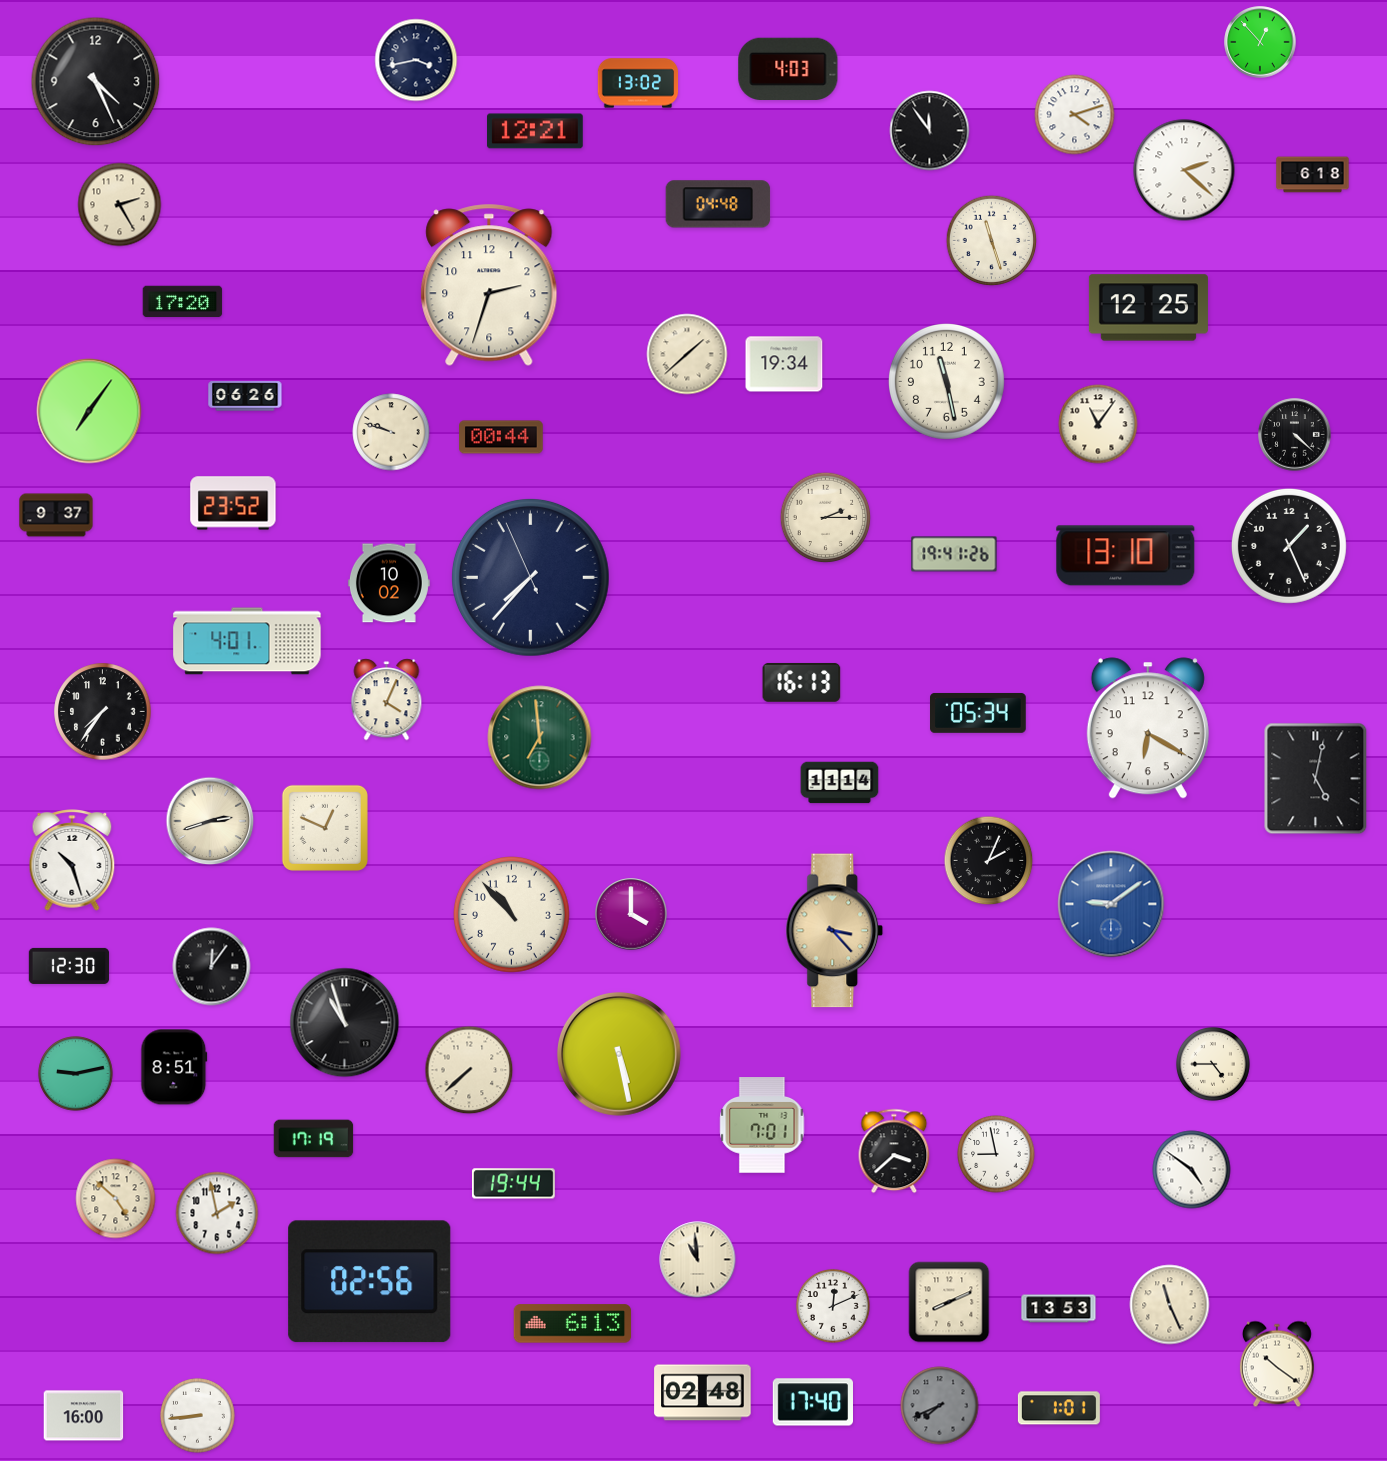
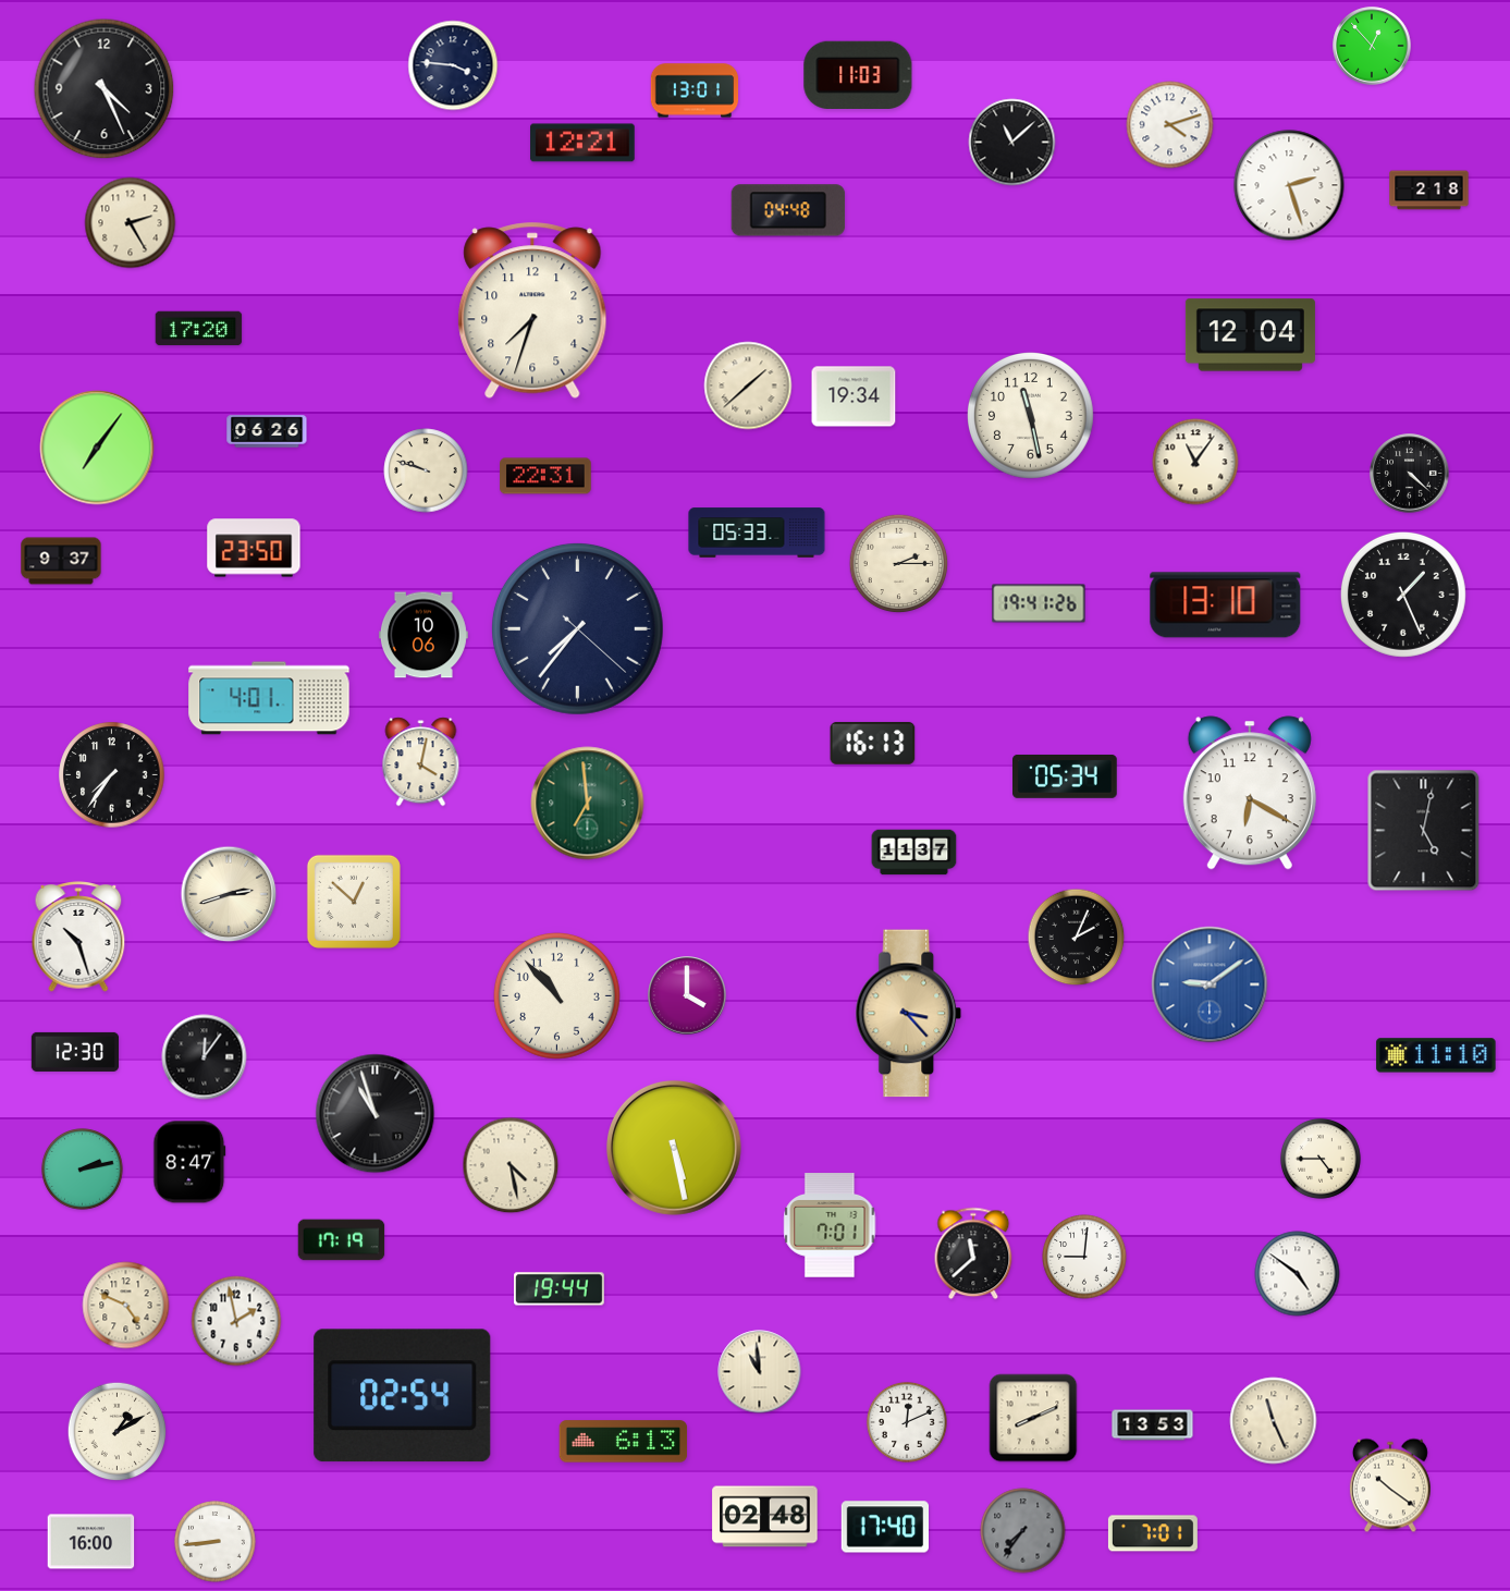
clock at (416, 60): 3:43 -> 3:46
clock at (788, 68): 4:03 -> 11:03
clock at (638, 83): 13:02 -> 13:01
clock at (930, 131): 11:54 -> 11:08
clock at (1184, 170): 2:22 -> 2:27
clock at (1313, 175): 6:18 -> 2:18
clock at (718, 204) position: (718, 204) -> (788, 210)
clock at (992, 241): 11:27 -> none
clock at (489, 285): 2:33 -> 7:33
clock at (1148, 308): 12:25 -> 12:04
clock at (501, 437): 00:44 -> 22:31
clock at (757, 533): none -> 05:33
clock at (233, 503): 23:52 -> 23:50
clock at (530, 577): 7:36:56 -> 7:36:22
clock at (389, 583): 10:02 -> 10:06
clock at (387, 700): 4:04 -> 4:02
clock at (1316, 779) position: (1316, 779) -> (1424, 831)
clock at (840, 783): 11:14 -> 11:37
clock at (325, 828): 12:49 -> 12:52
clock at (212, 967) position: (212, 967) -> (205, 1057)
clock at (1436, 1055): none -> 11:10
clock at (174, 1067): 8:51 -> 8:47
clock at (469, 1070): 7:38 -> 4:28
clock at (76, 1074): 9:13 -> 2:13
clock at (894, 1151): 3:38 -> 11:38
clock at (996, 1154): 8:58 -> 9:01
clock at (116, 1199): 4:52 -> 4:49
clock at (370, 1282): 02:56 -> 02:54
clock at (118, 1432): none -> 1:10
clock at (940, 1406): 7:41 -> 7:36
clock at (1059, 1408): 1:01 -> 7:01
